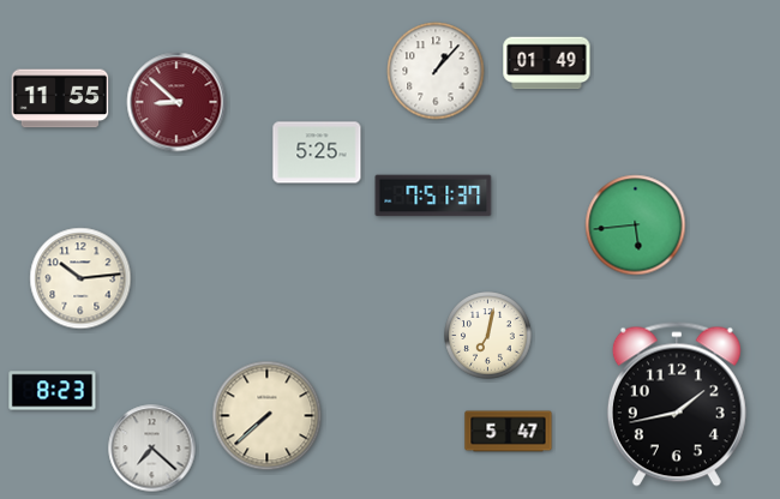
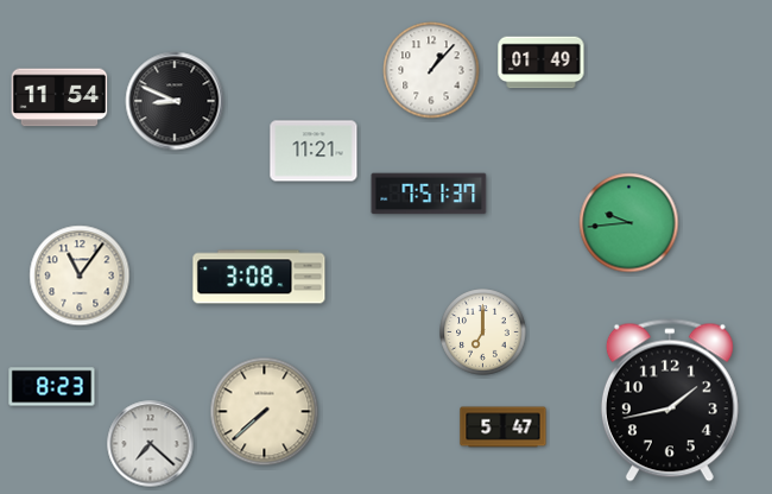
clock at (60, 98): 11:55 -> 11:54
clock at (176, 102): 8:52 -> 8:49
clock at (176, 102) dial: burgundy -> black
clock at (317, 152): 5:25 -> 11:21
clock at (636, 226): 5:44 -> 9:44
clock at (80, 278): 10:14 -> 11:06
clock at (259, 277): none -> 3:08
clock at (488, 336): 7:02 -> 7:00
